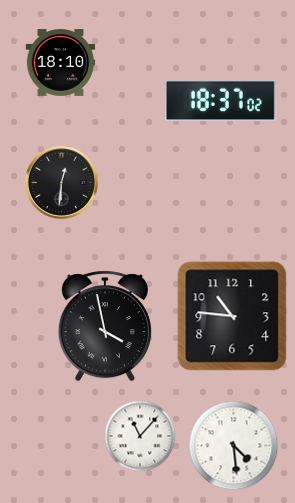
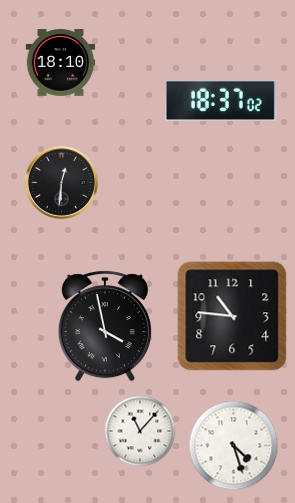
clock at (140, 436) position: (140, 436) -> (140, 431)
clock at (234, 446): 4:29 -> 4:27
